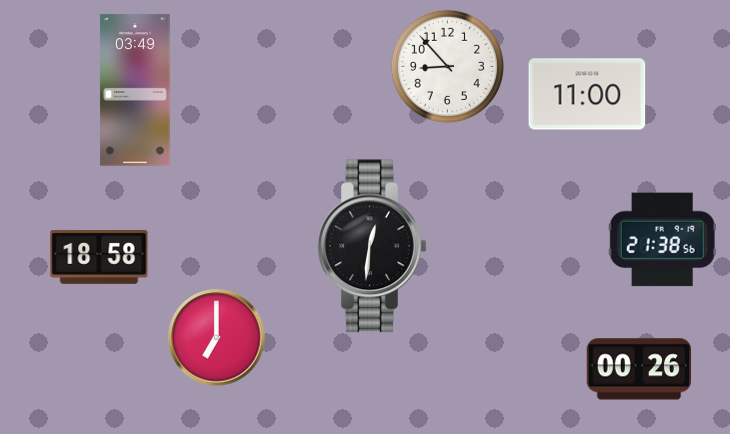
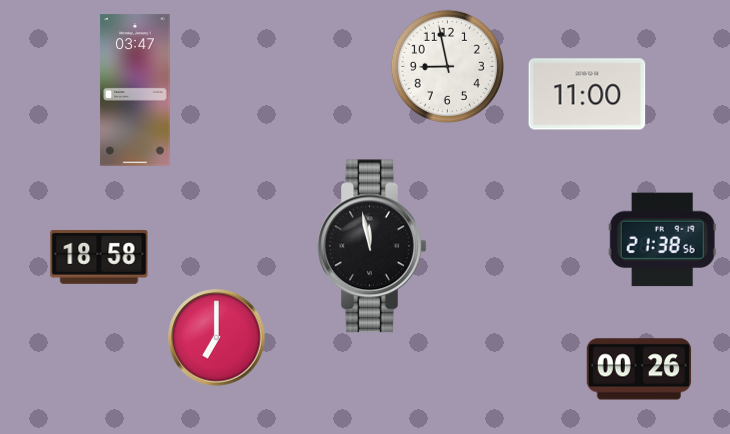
clock at (447, 66): 8:53 -> 8:58
clock at (135, 90): 03:49 -> 03:47
clock at (372, 246): 12:31 -> 11:58
